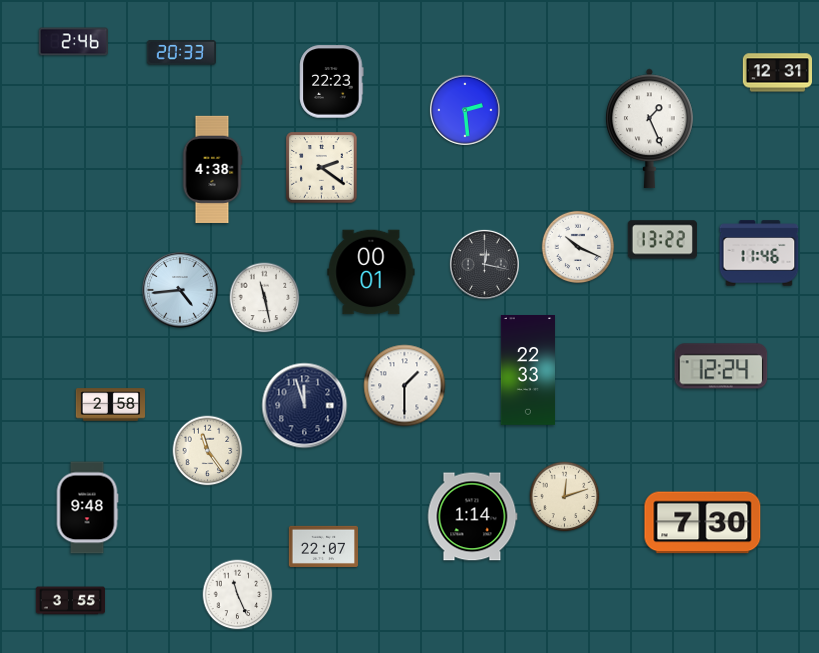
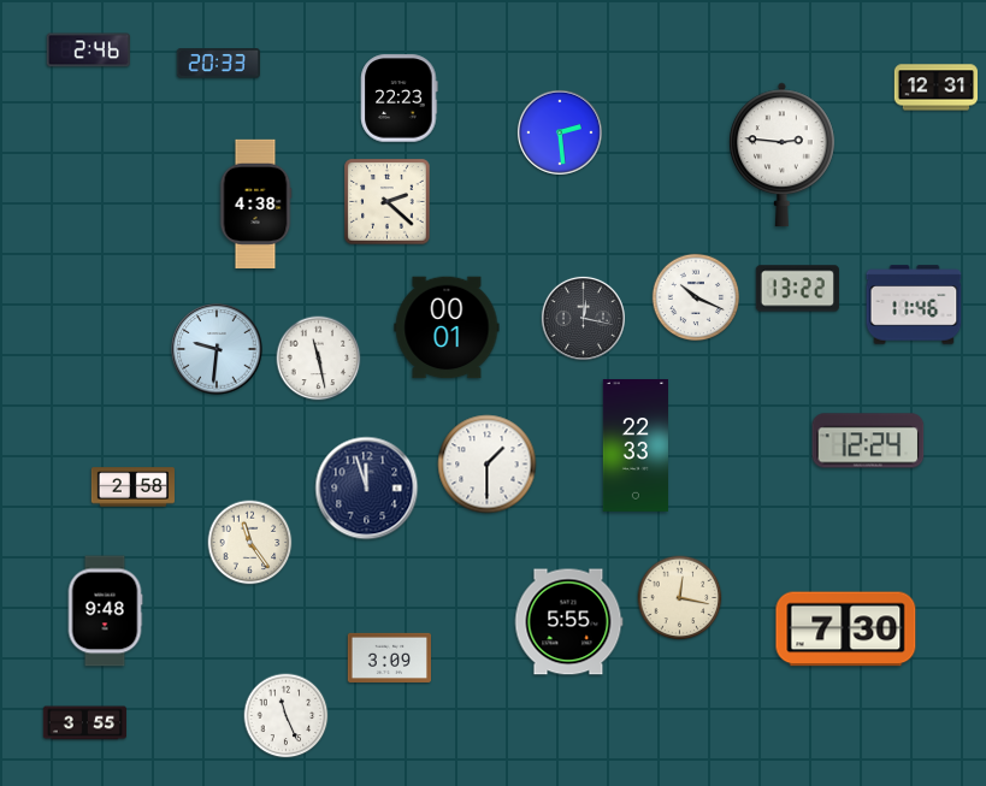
clock at (650, 129): 1:26 -> 2:46
clock at (322, 168): 2:21 -> 2:22
clock at (180, 290): 4:44 -> 9:31
clock at (565, 497): 12:12 -> 12:17
clock at (472, 517): 1:14 -> 5:55
clock at (323, 546): 22:07 -> 3:09
